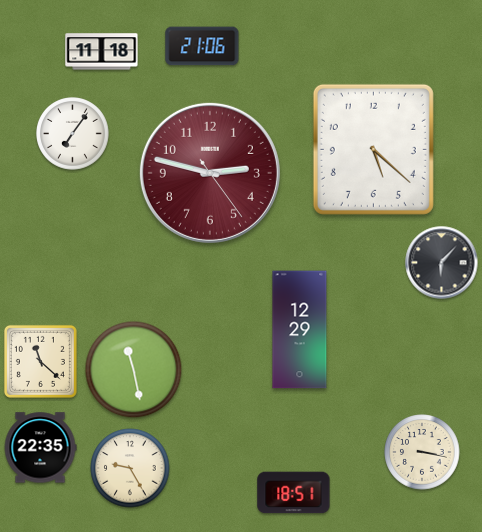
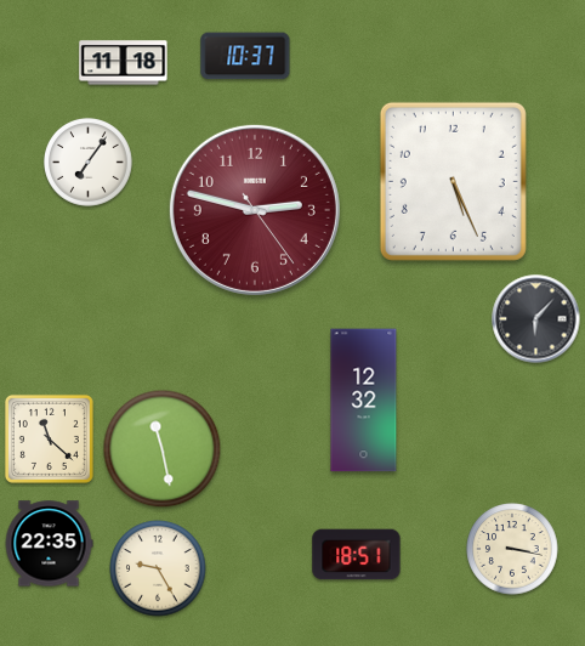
clock at (202, 46): 21:06 -> 10:37
clock at (373, 149): 5:22 -> 5:26
clock at (300, 330): 12:29 -> 12:32
clock at (294, 493) position: (294, 493) -> (357, 555)
